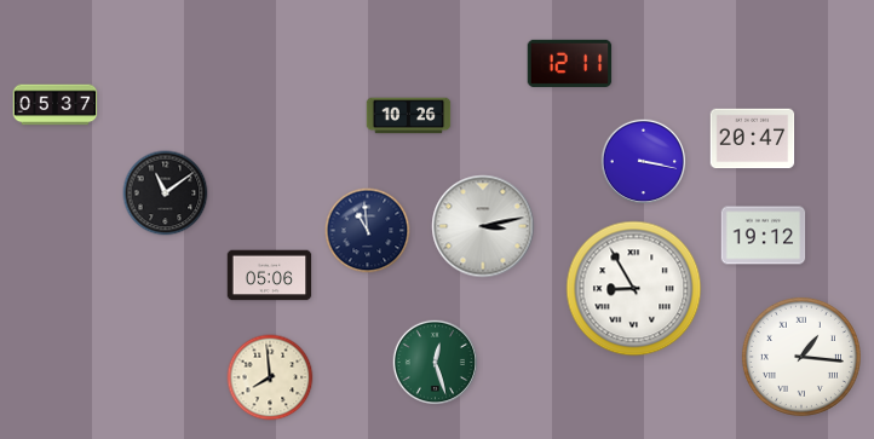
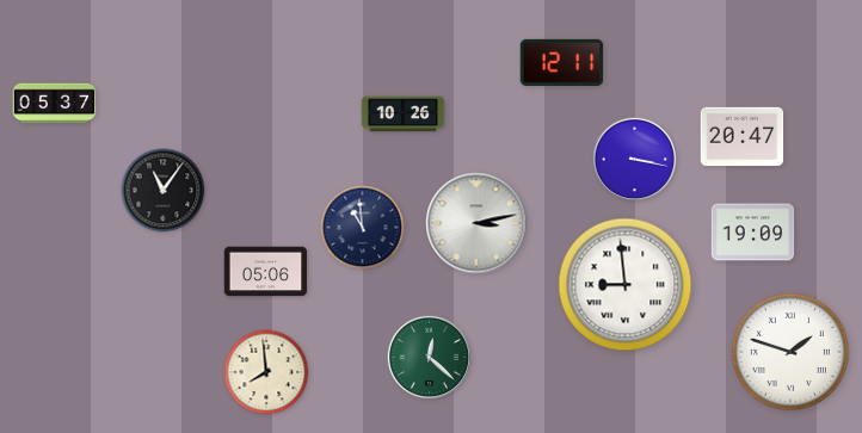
clock at (166, 193): 11:09 -> 11:06
clock at (764, 236): 19:12 -> 19:09
clock at (634, 289): 8:55 -> 8:59
clock at (801, 357): 1:16 -> 1:48
clock at (435, 362): 12:27 -> 12:22
